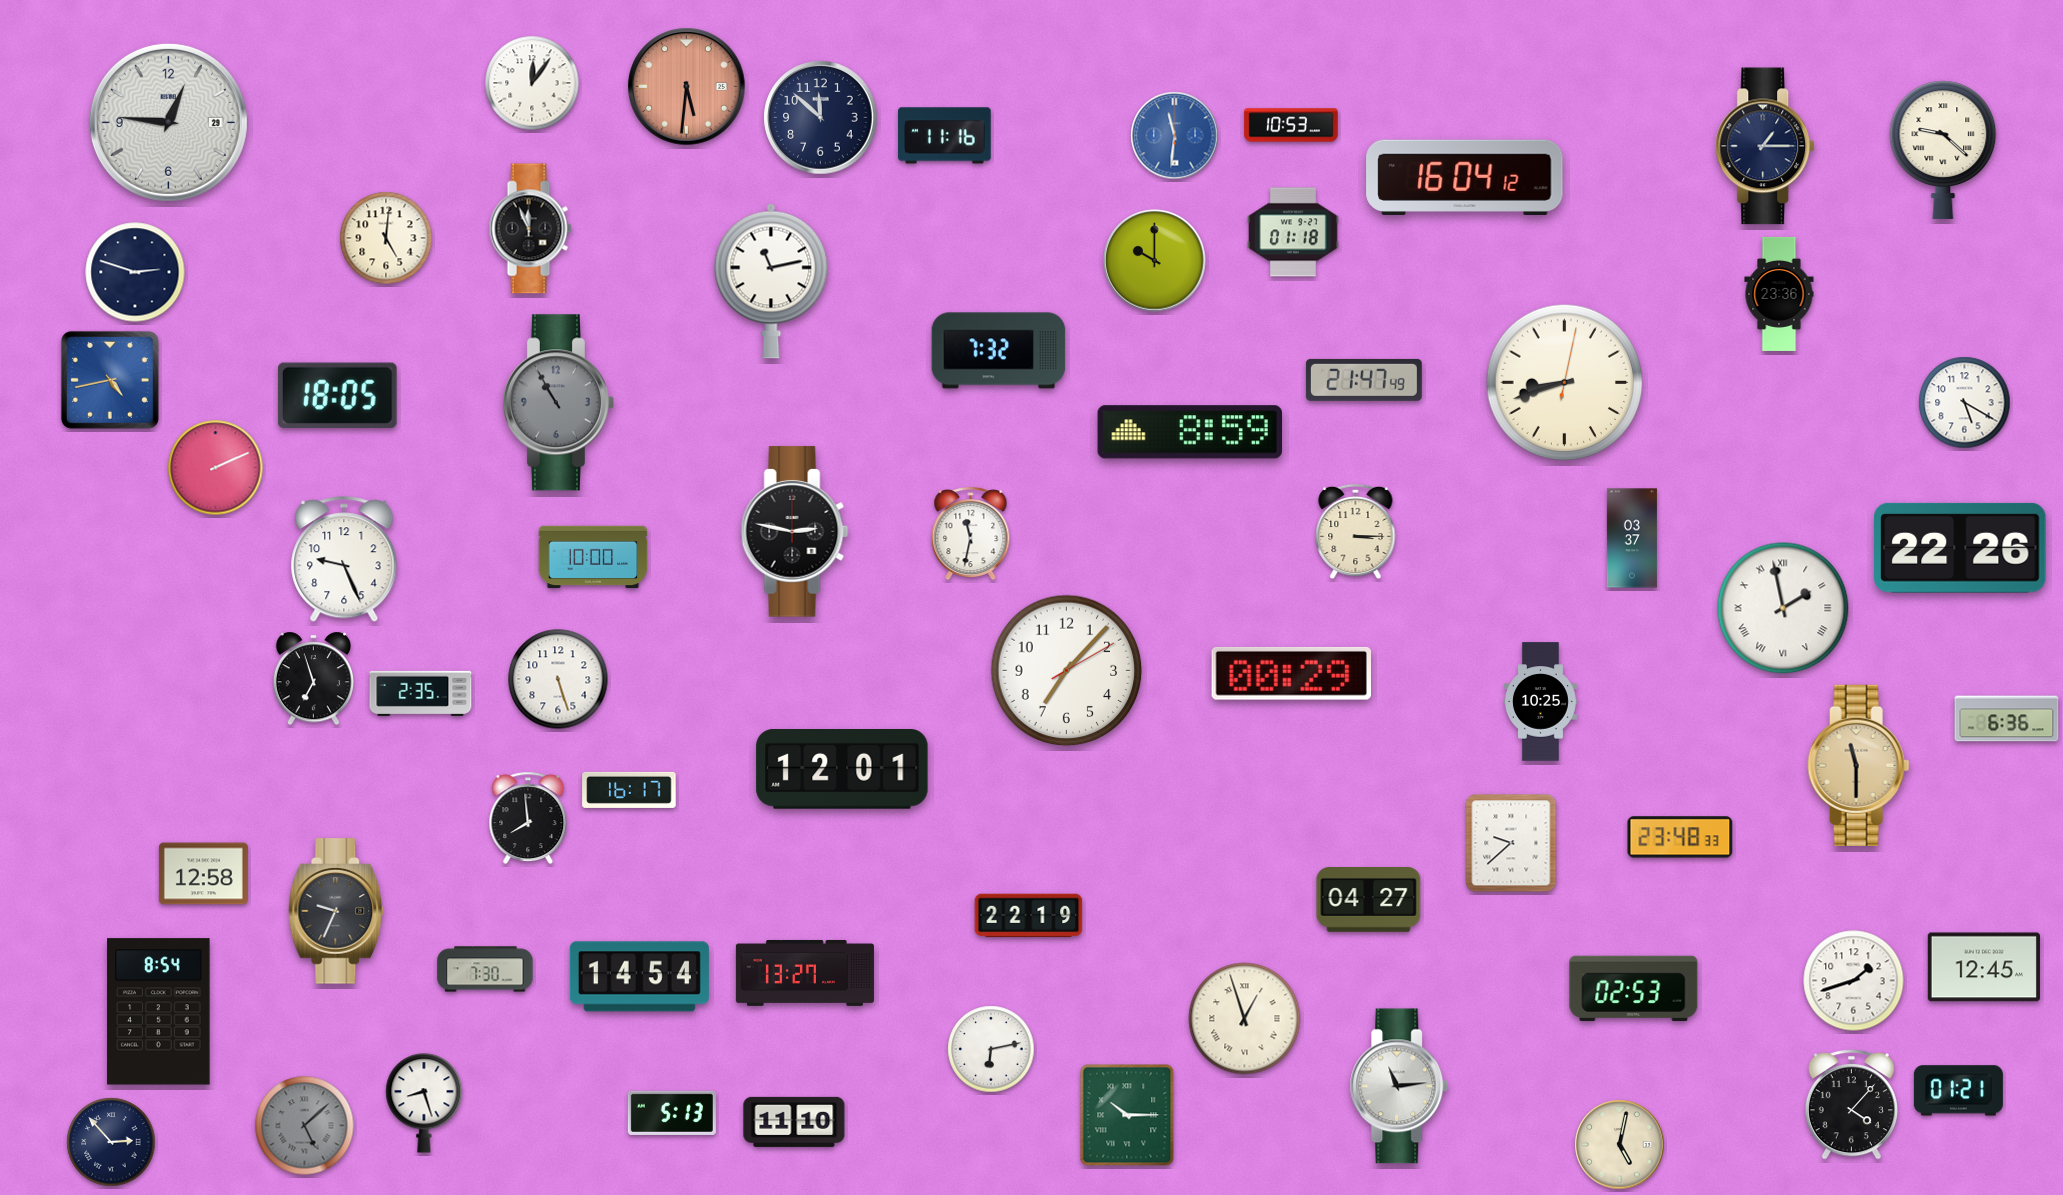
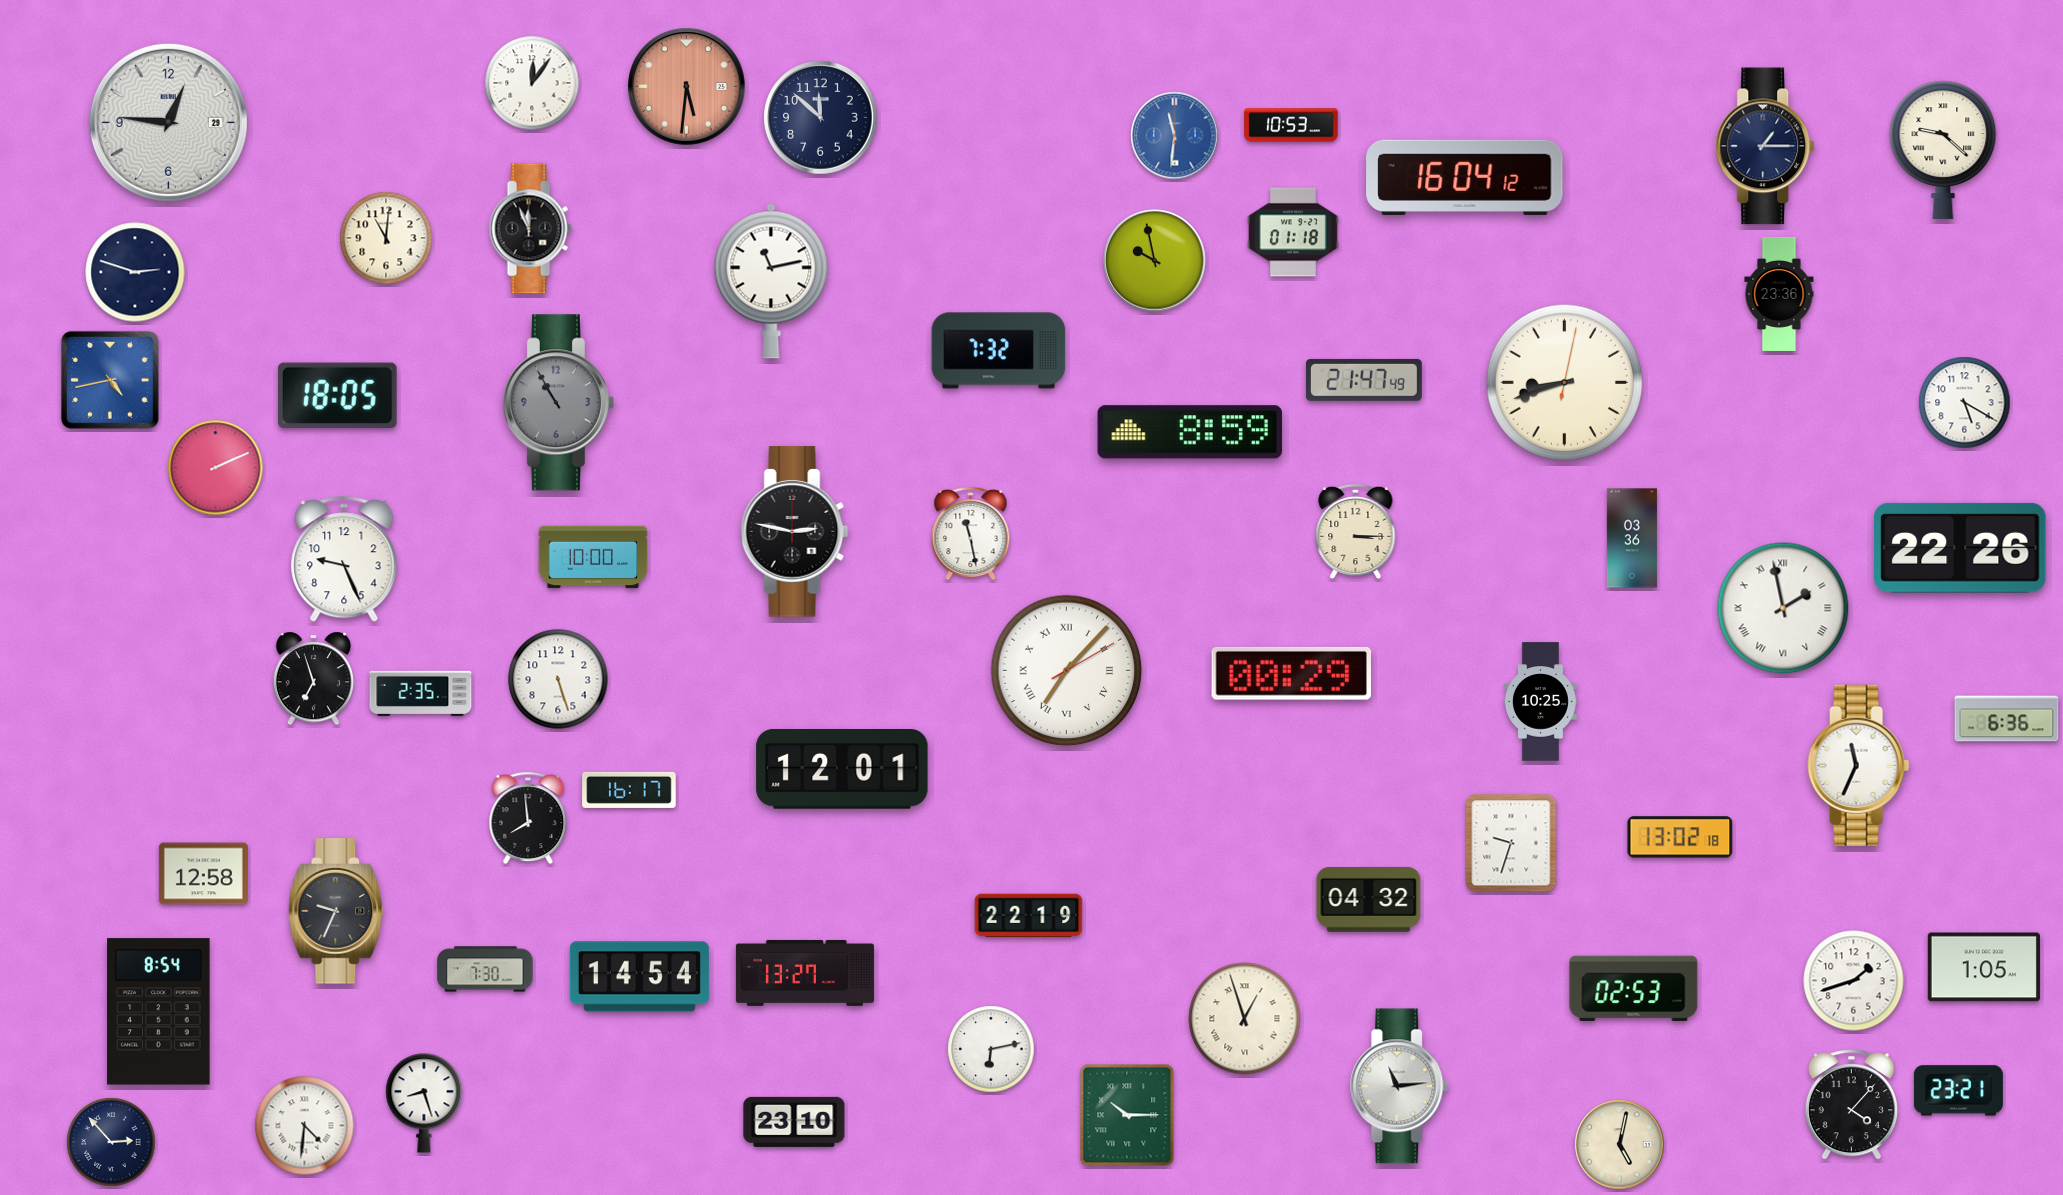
clock at (945, 136): 11:16 -> none
clock at (386, 238): 5:01 -> 11:01
clock at (1155, 261): 10:00 -> 9:58
clock at (971, 534): 11:32 -> 11:28
clock at (1632, 538): 03:37 -> 03:36
clock at (1067, 671) numerals: Arabic -> Roman
clock at (1859, 765): 11:30 -> 11:34
clock at (1859, 765) dial: champagne -> white
clock at (1680, 837): 23:48 -> 13:02
clock at (1511, 843): 9:38 -> 9:33
clock at (1369, 900): 04:27 -> 04:32
clock at (1984, 967): 12:45 -> 1:05
clock at (1958, 1091): 01:21 -> 23:21
clock at (672, 1113): 5:13 -> none
clock at (794, 1122): 11:10 -> 23:10
clock at (305, 1126): 5:08 -> 4:31
clock at (305, 1126) dial: grey -> white
